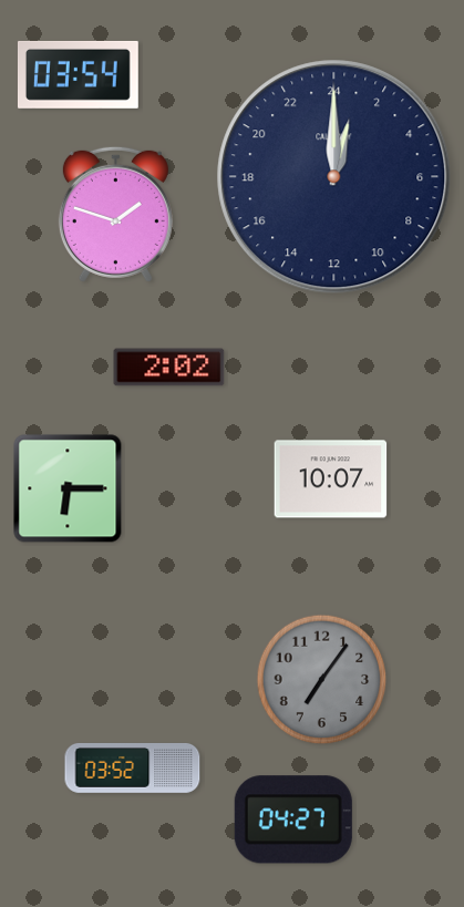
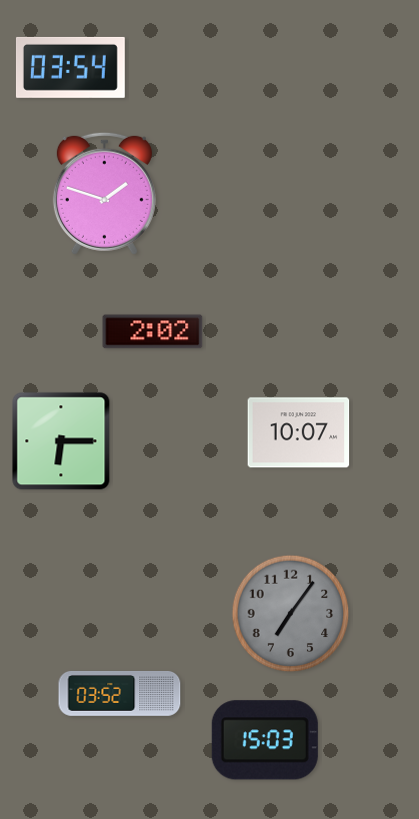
clock at (334, 177): 1:00 -> none
clock at (293, 820): 04:27 -> 15:03
